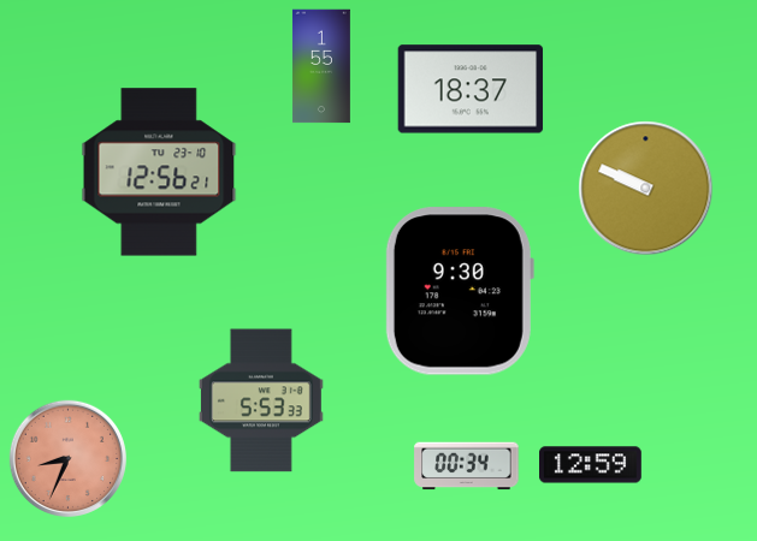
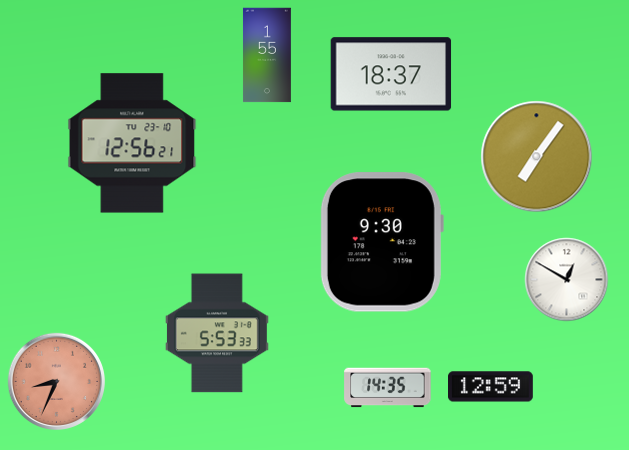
clock at (646, 189): 9:49 -> 7:06
clock at (567, 280): none -> 12:50
clock at (467, 466): 00:34 -> 14:35
